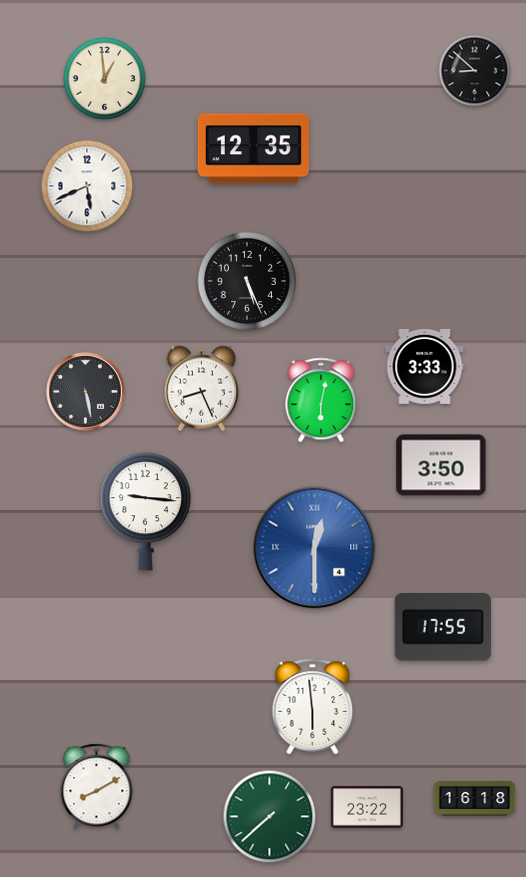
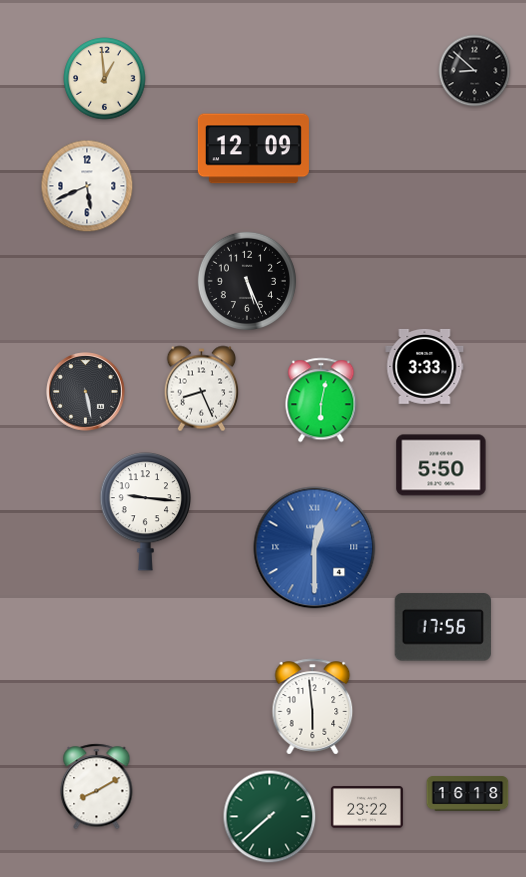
clock at (253, 149): 12:35 -> 12:09
clock at (441, 465): 3:50 -> 5:50
clock at (443, 627): 17:55 -> 17:56
clock at (475, 799) position: (475, 799) -> (468, 794)
